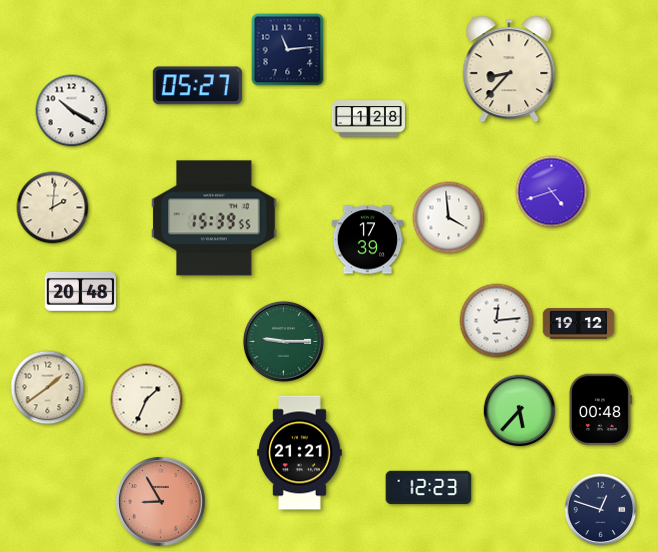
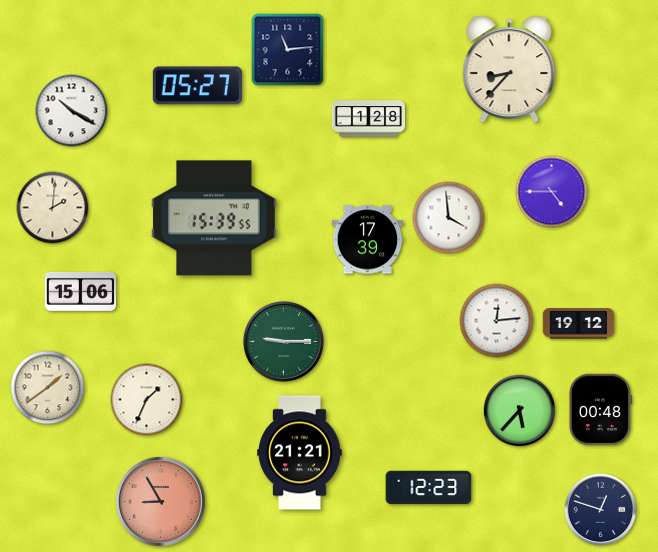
clock at (552, 192): 4:42 -> 4:45
clock at (81, 291): 20:48 -> 15:06
